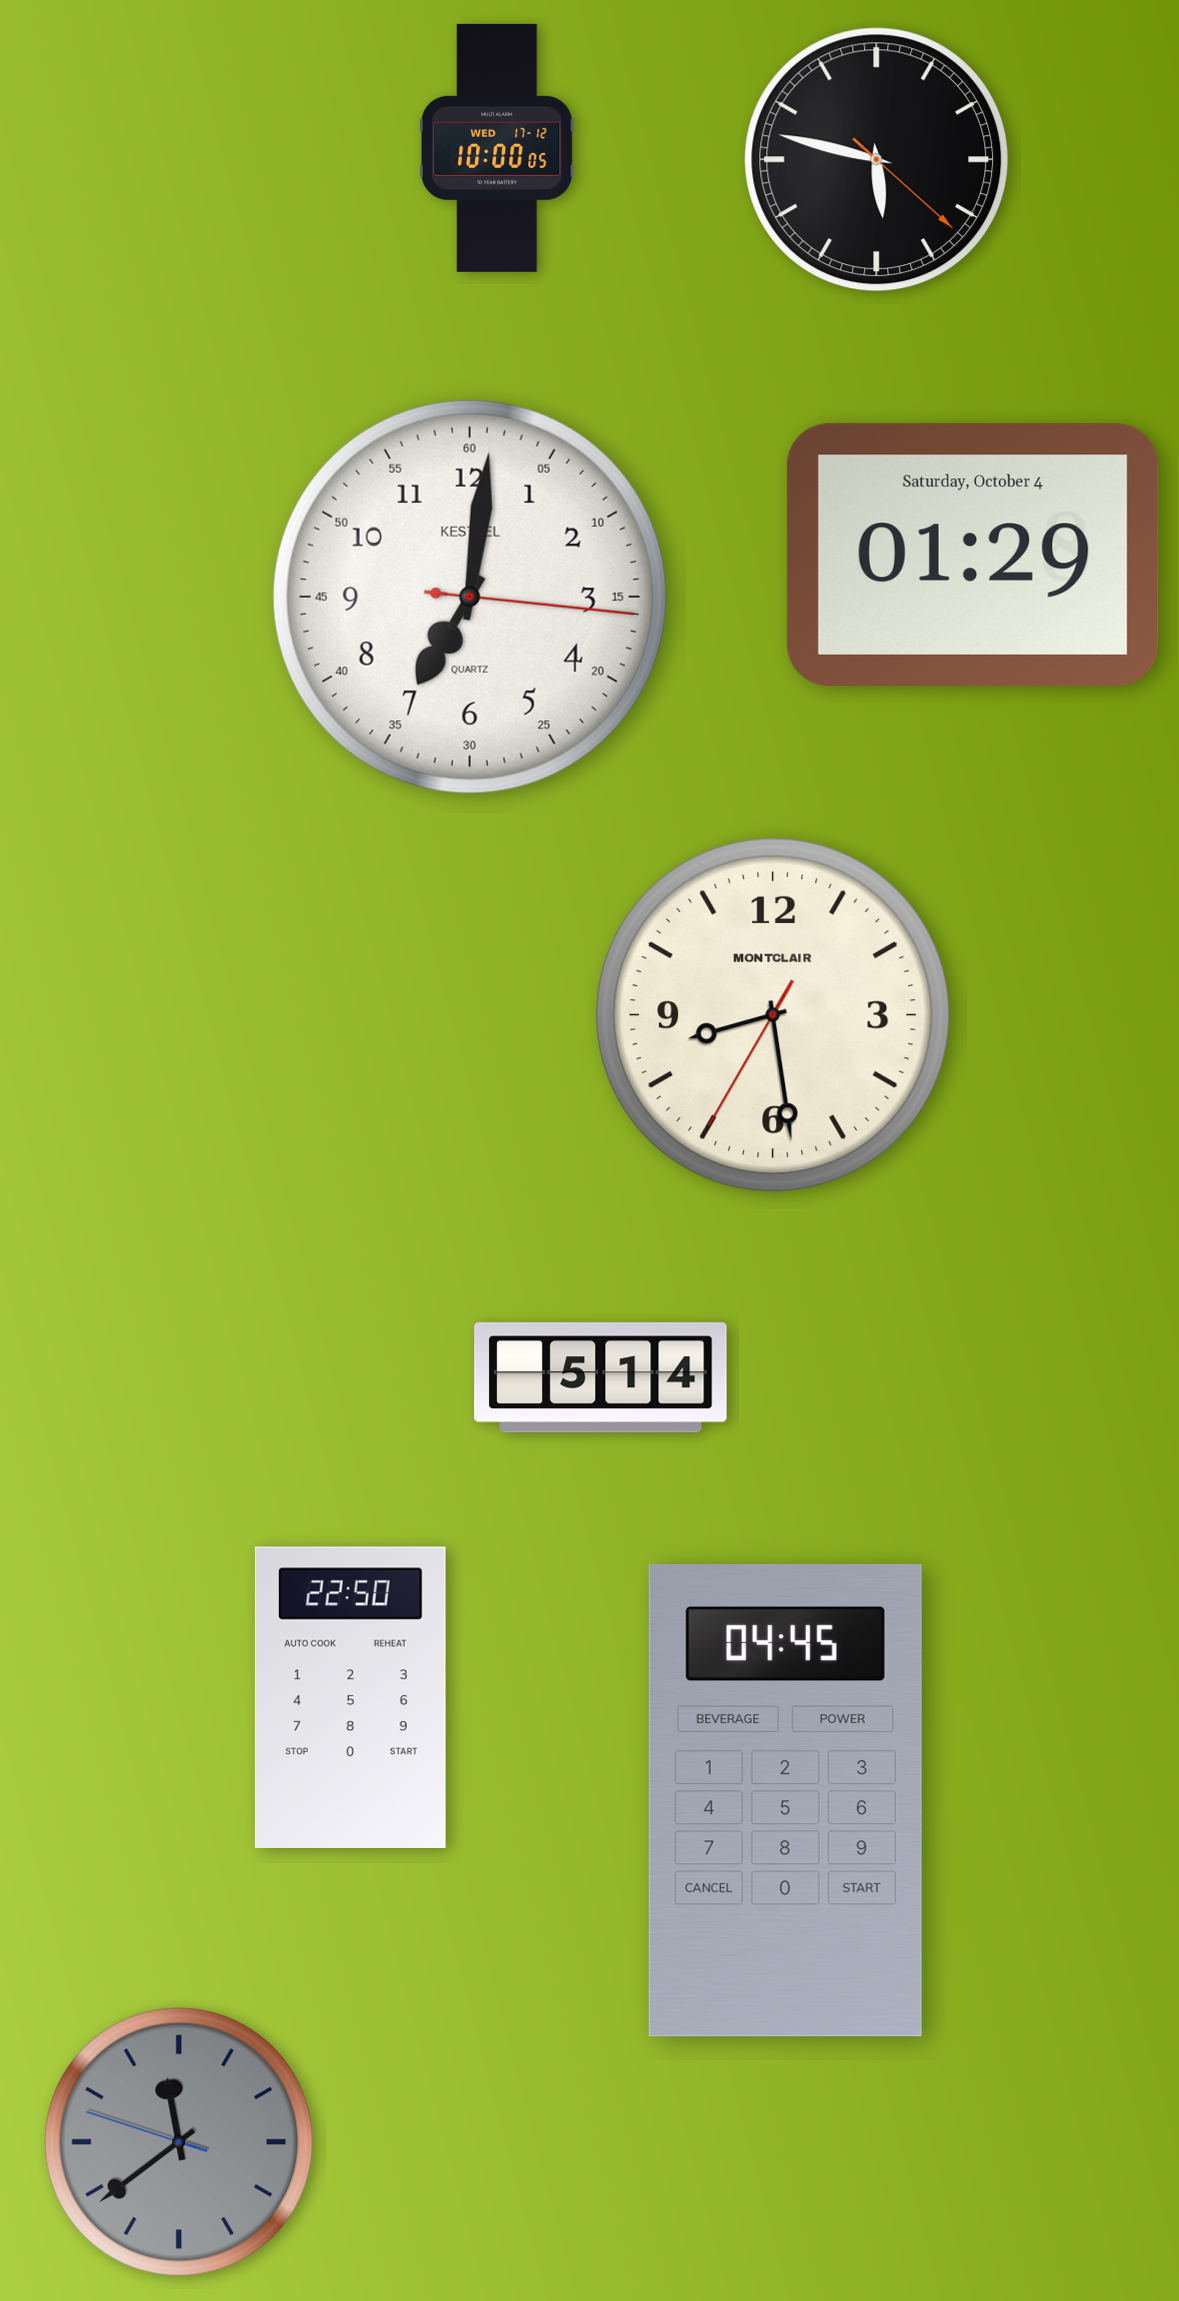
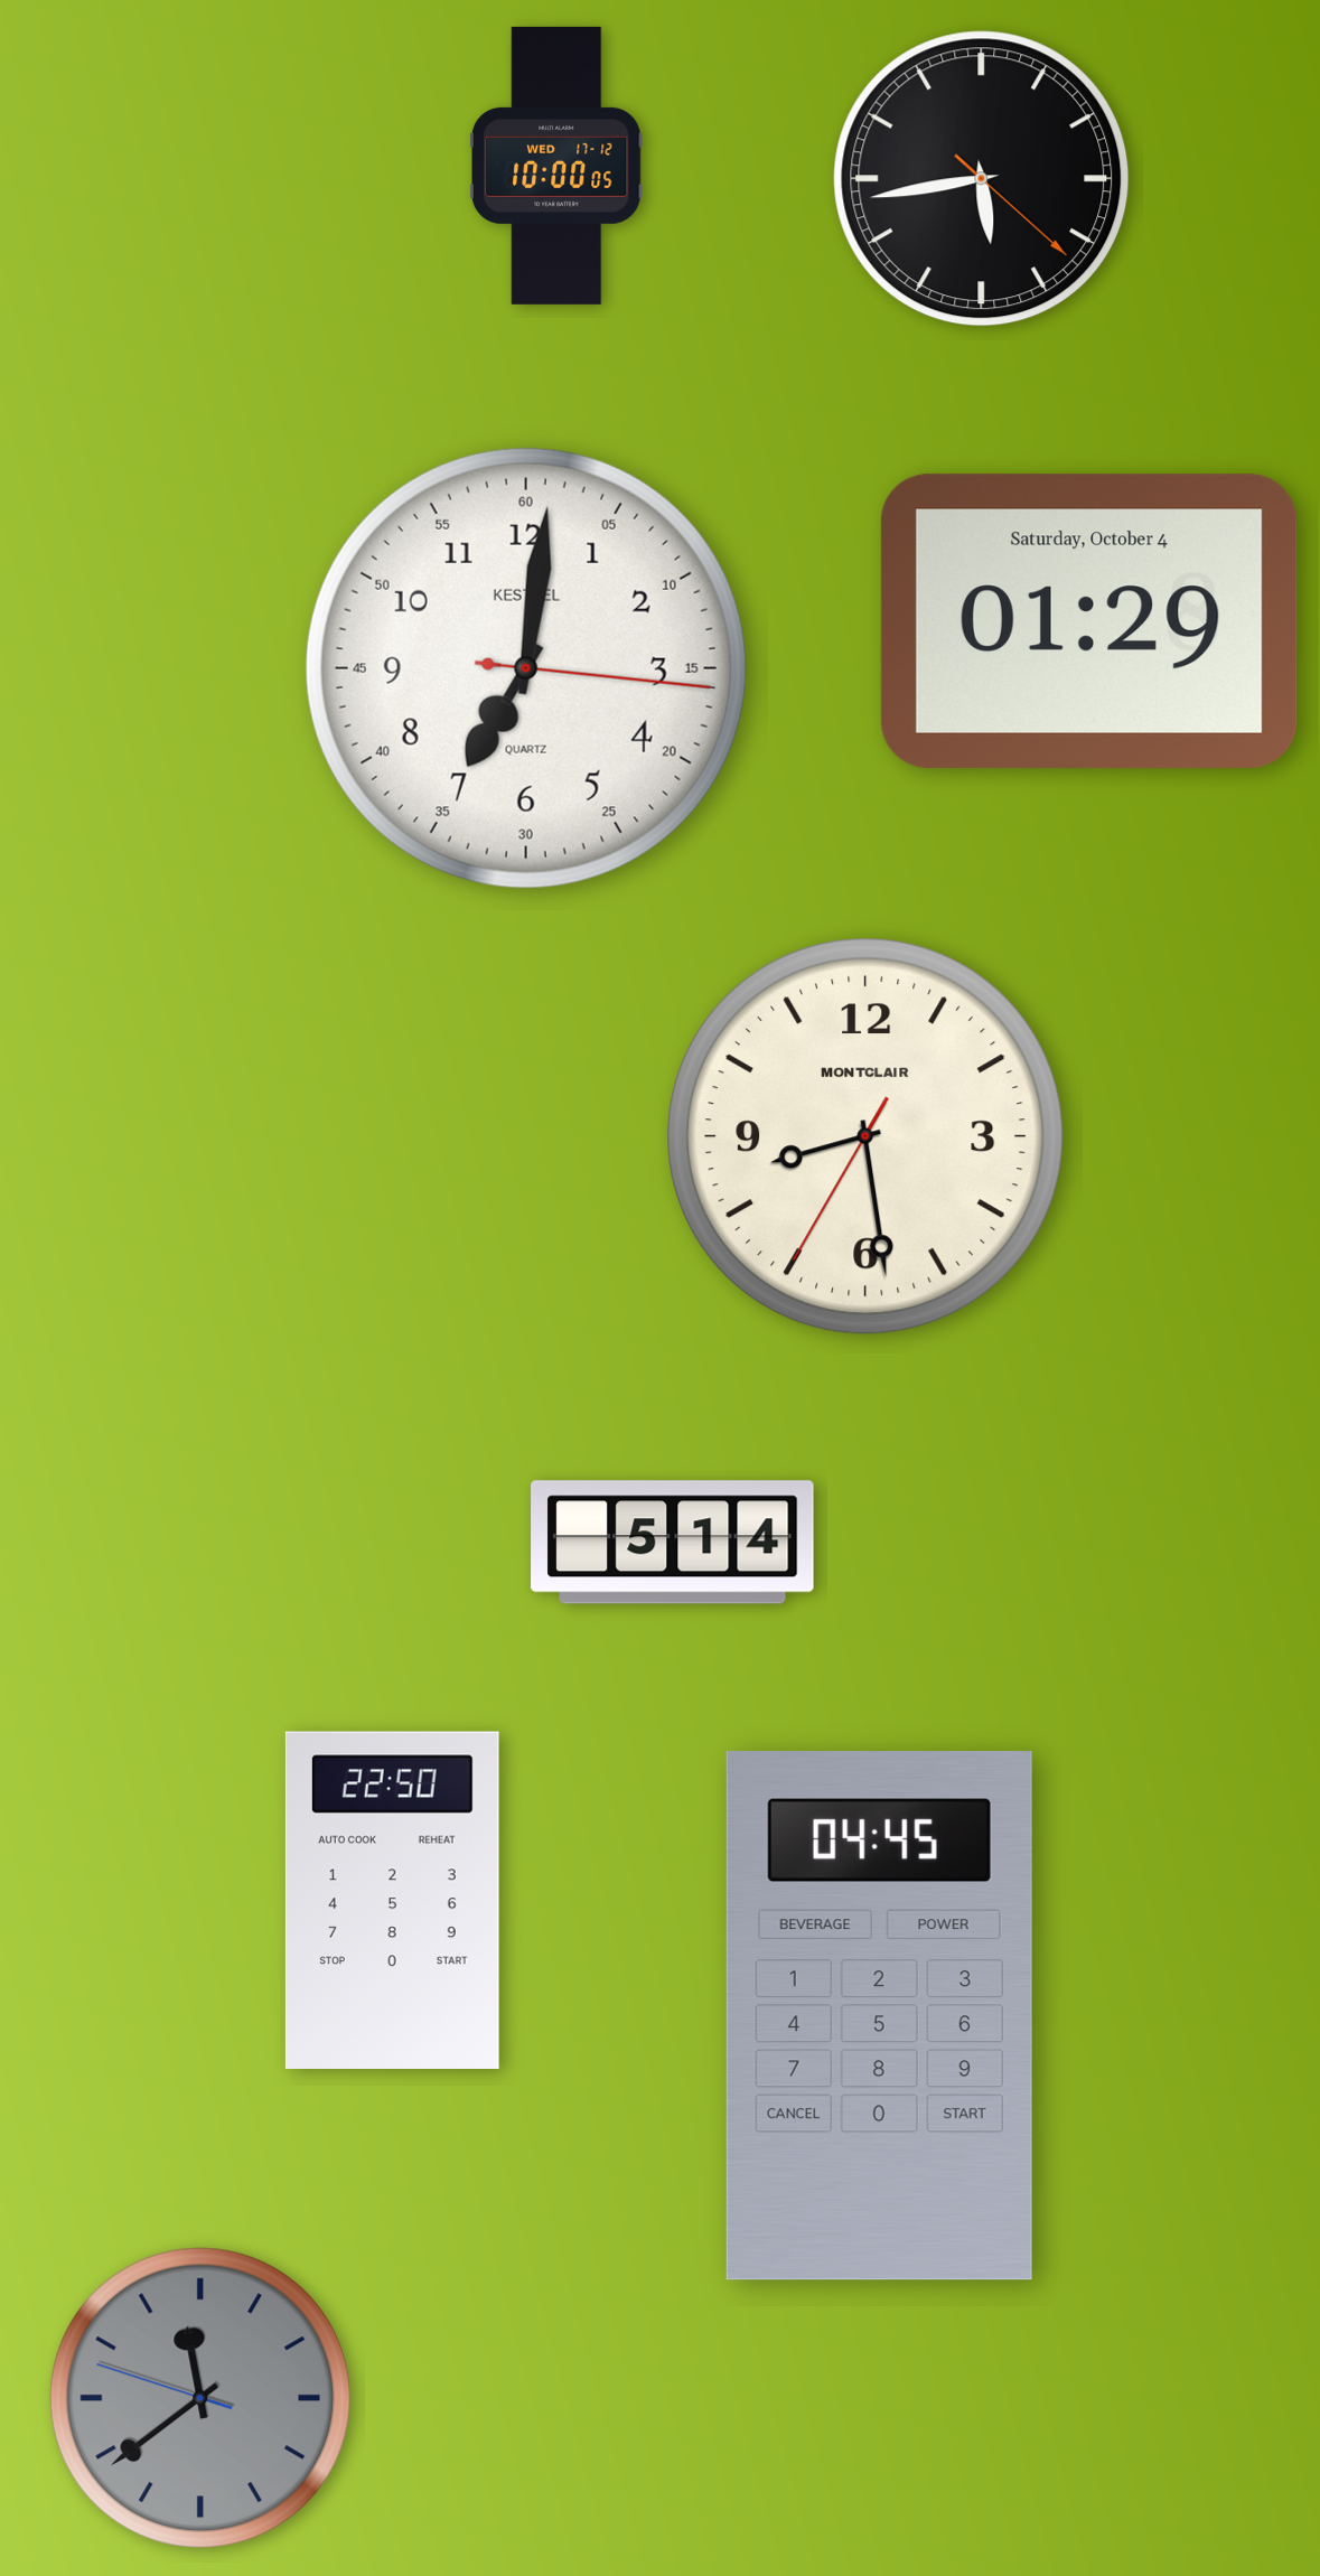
clock at (877, 160): 5:47 -> 5:43
